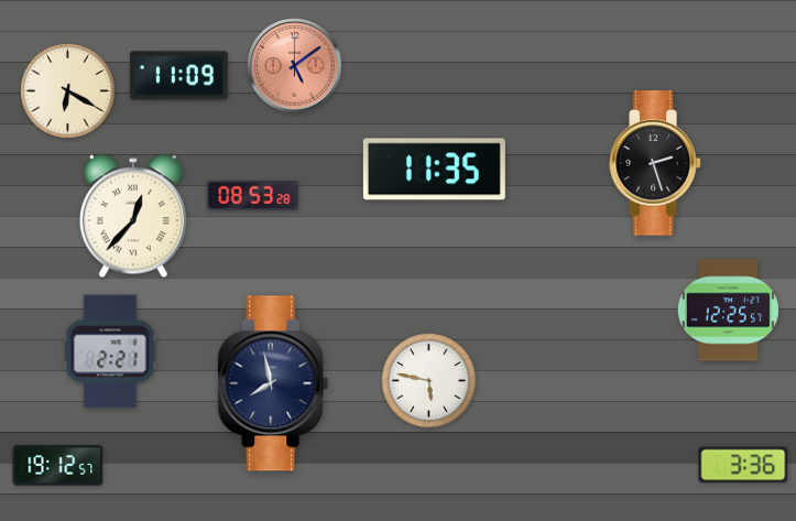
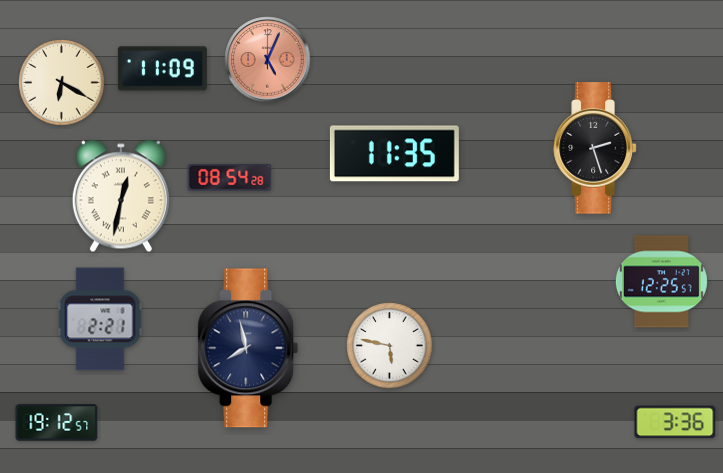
clock at (295, 66): 5:09 -> 5:04
clock at (253, 195): 08:53 -> 08:54
clock at (133, 216): 12:37 -> 12:32
clock at (58, 466) position: (58, 466) -> (57, 423)
